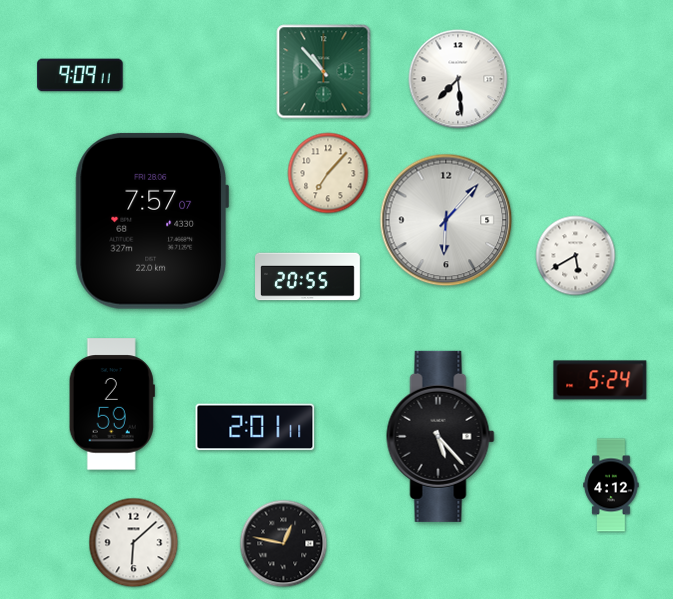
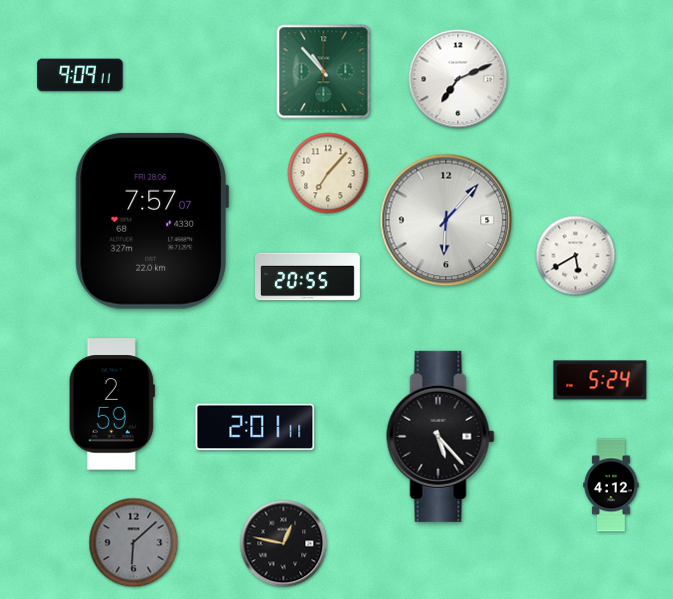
clock at (458, 79): 7:29 -> 7:11
clock at (134, 543) dial: white -> grey
